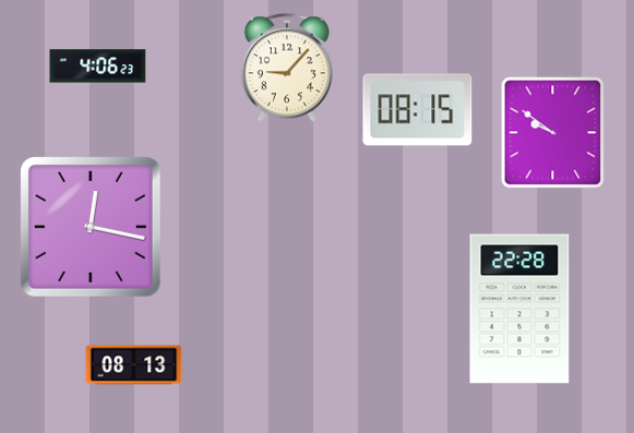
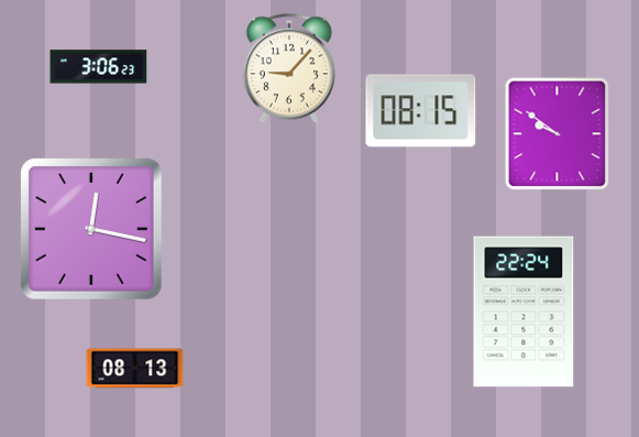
clock at (98, 67): 4:06 -> 3:06
clock at (519, 309): 22:28 -> 22:24
